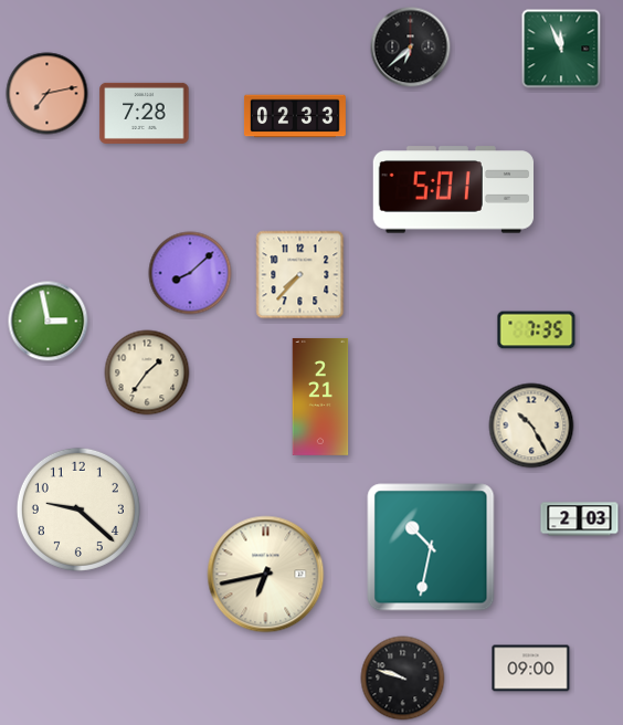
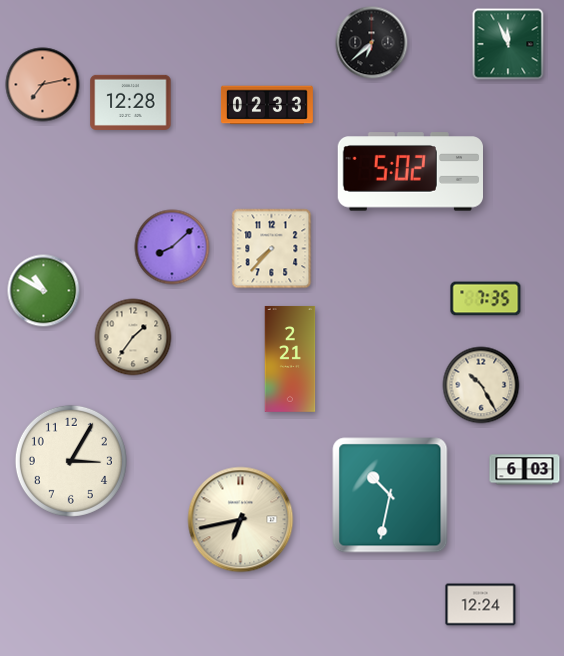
clock at (145, 113): 7:28 -> 12:28
clock at (453, 190): 5:01 -> 5:02
clock at (49, 322): 2:58 -> 10:50
clock at (78, 509): 9:22 -> 3:05
clock at (580, 519): 2:03 -> 6:03
clock at (531, 669): 09:00 -> 12:24
clock at (403, 679): 9:48 -> none
